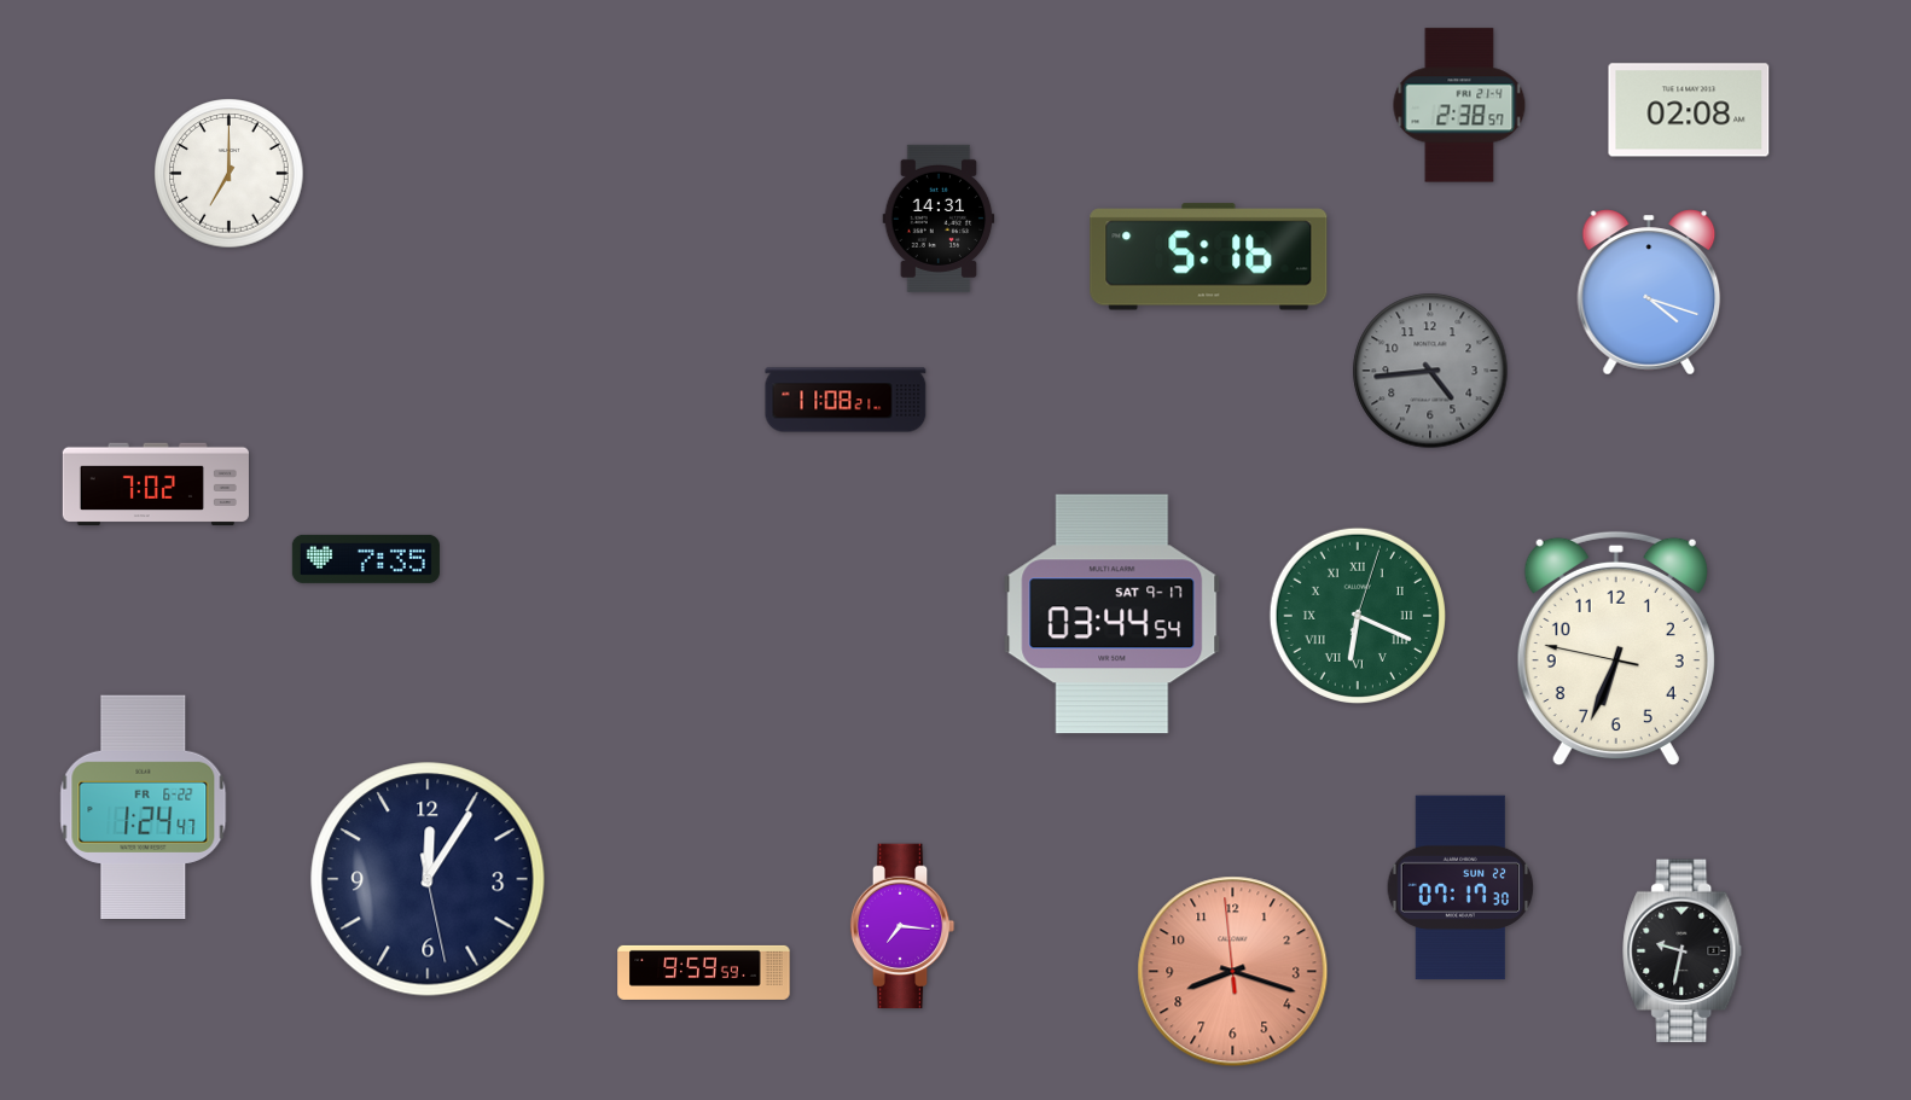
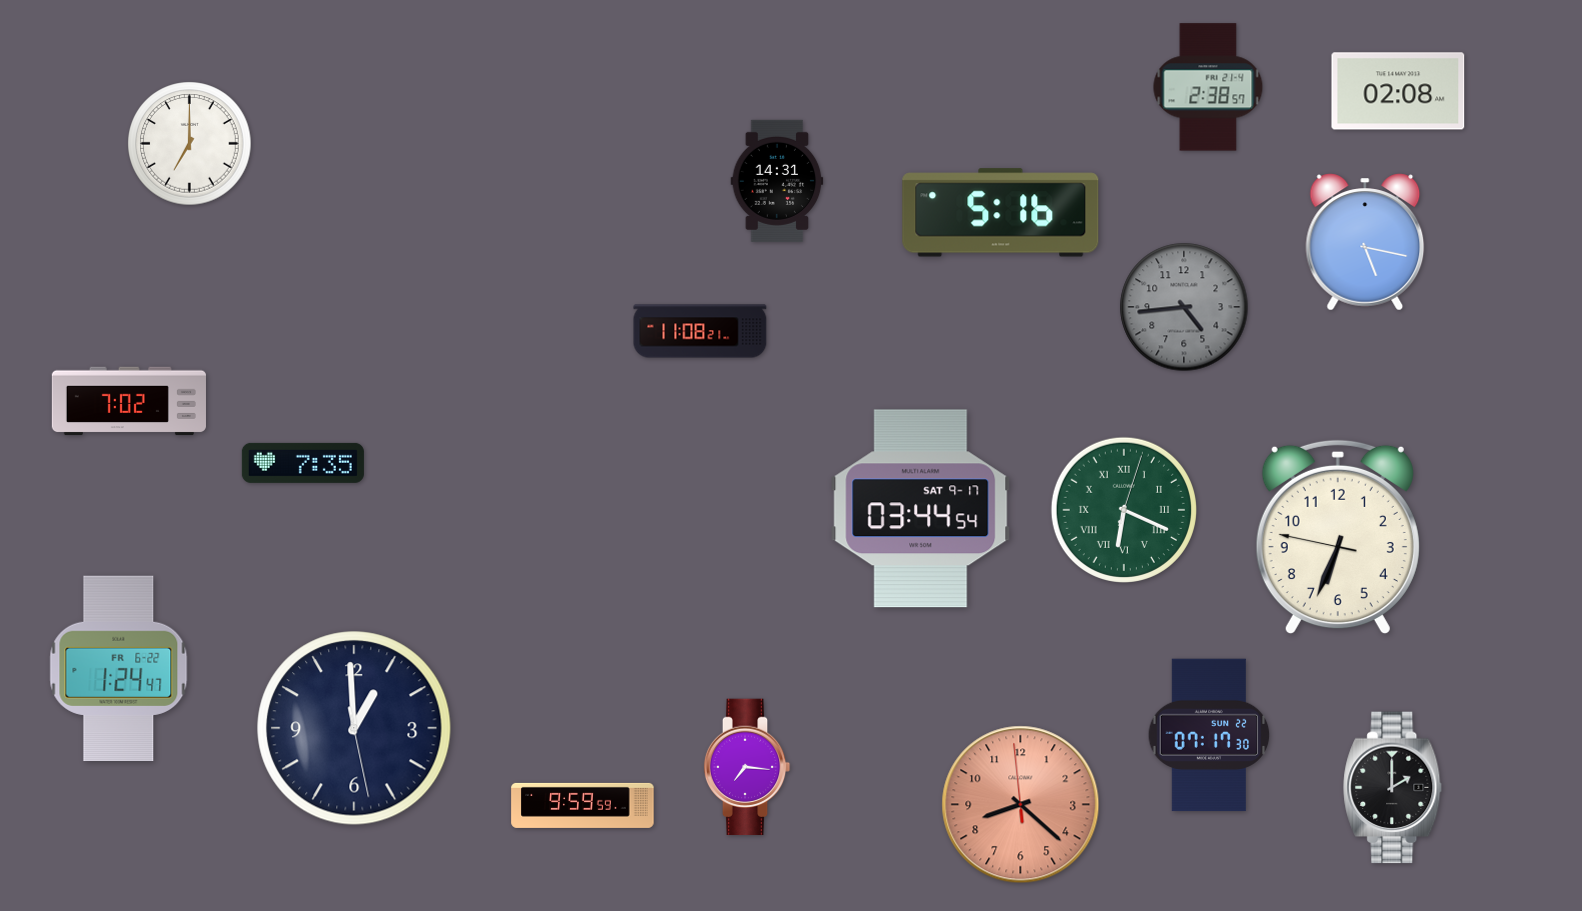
clock at (1649, 292): 4:18 -> 5:17
clock at (428, 879): 12:05 -> 12:59
clock at (1683, 951): 9:32 -> 2:00
clock at (1233, 972): 8:17 -> 8:21
